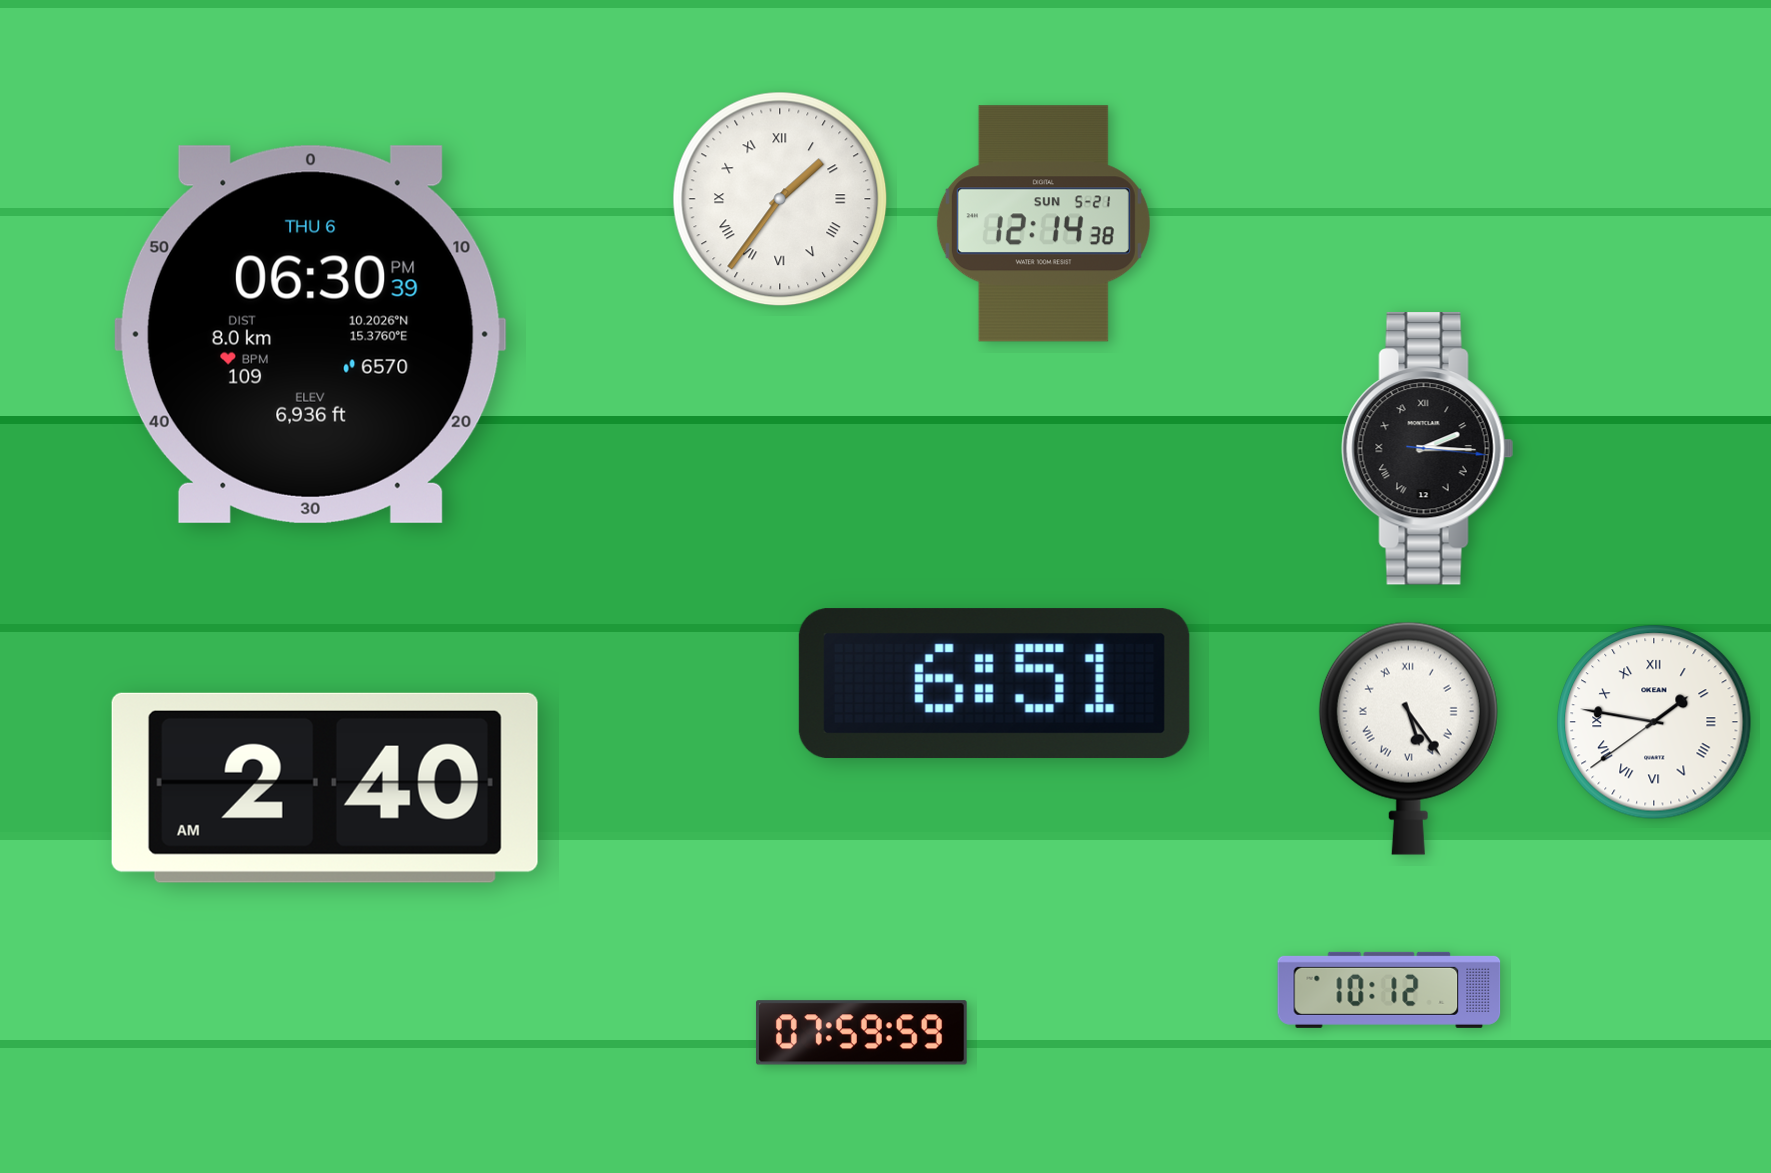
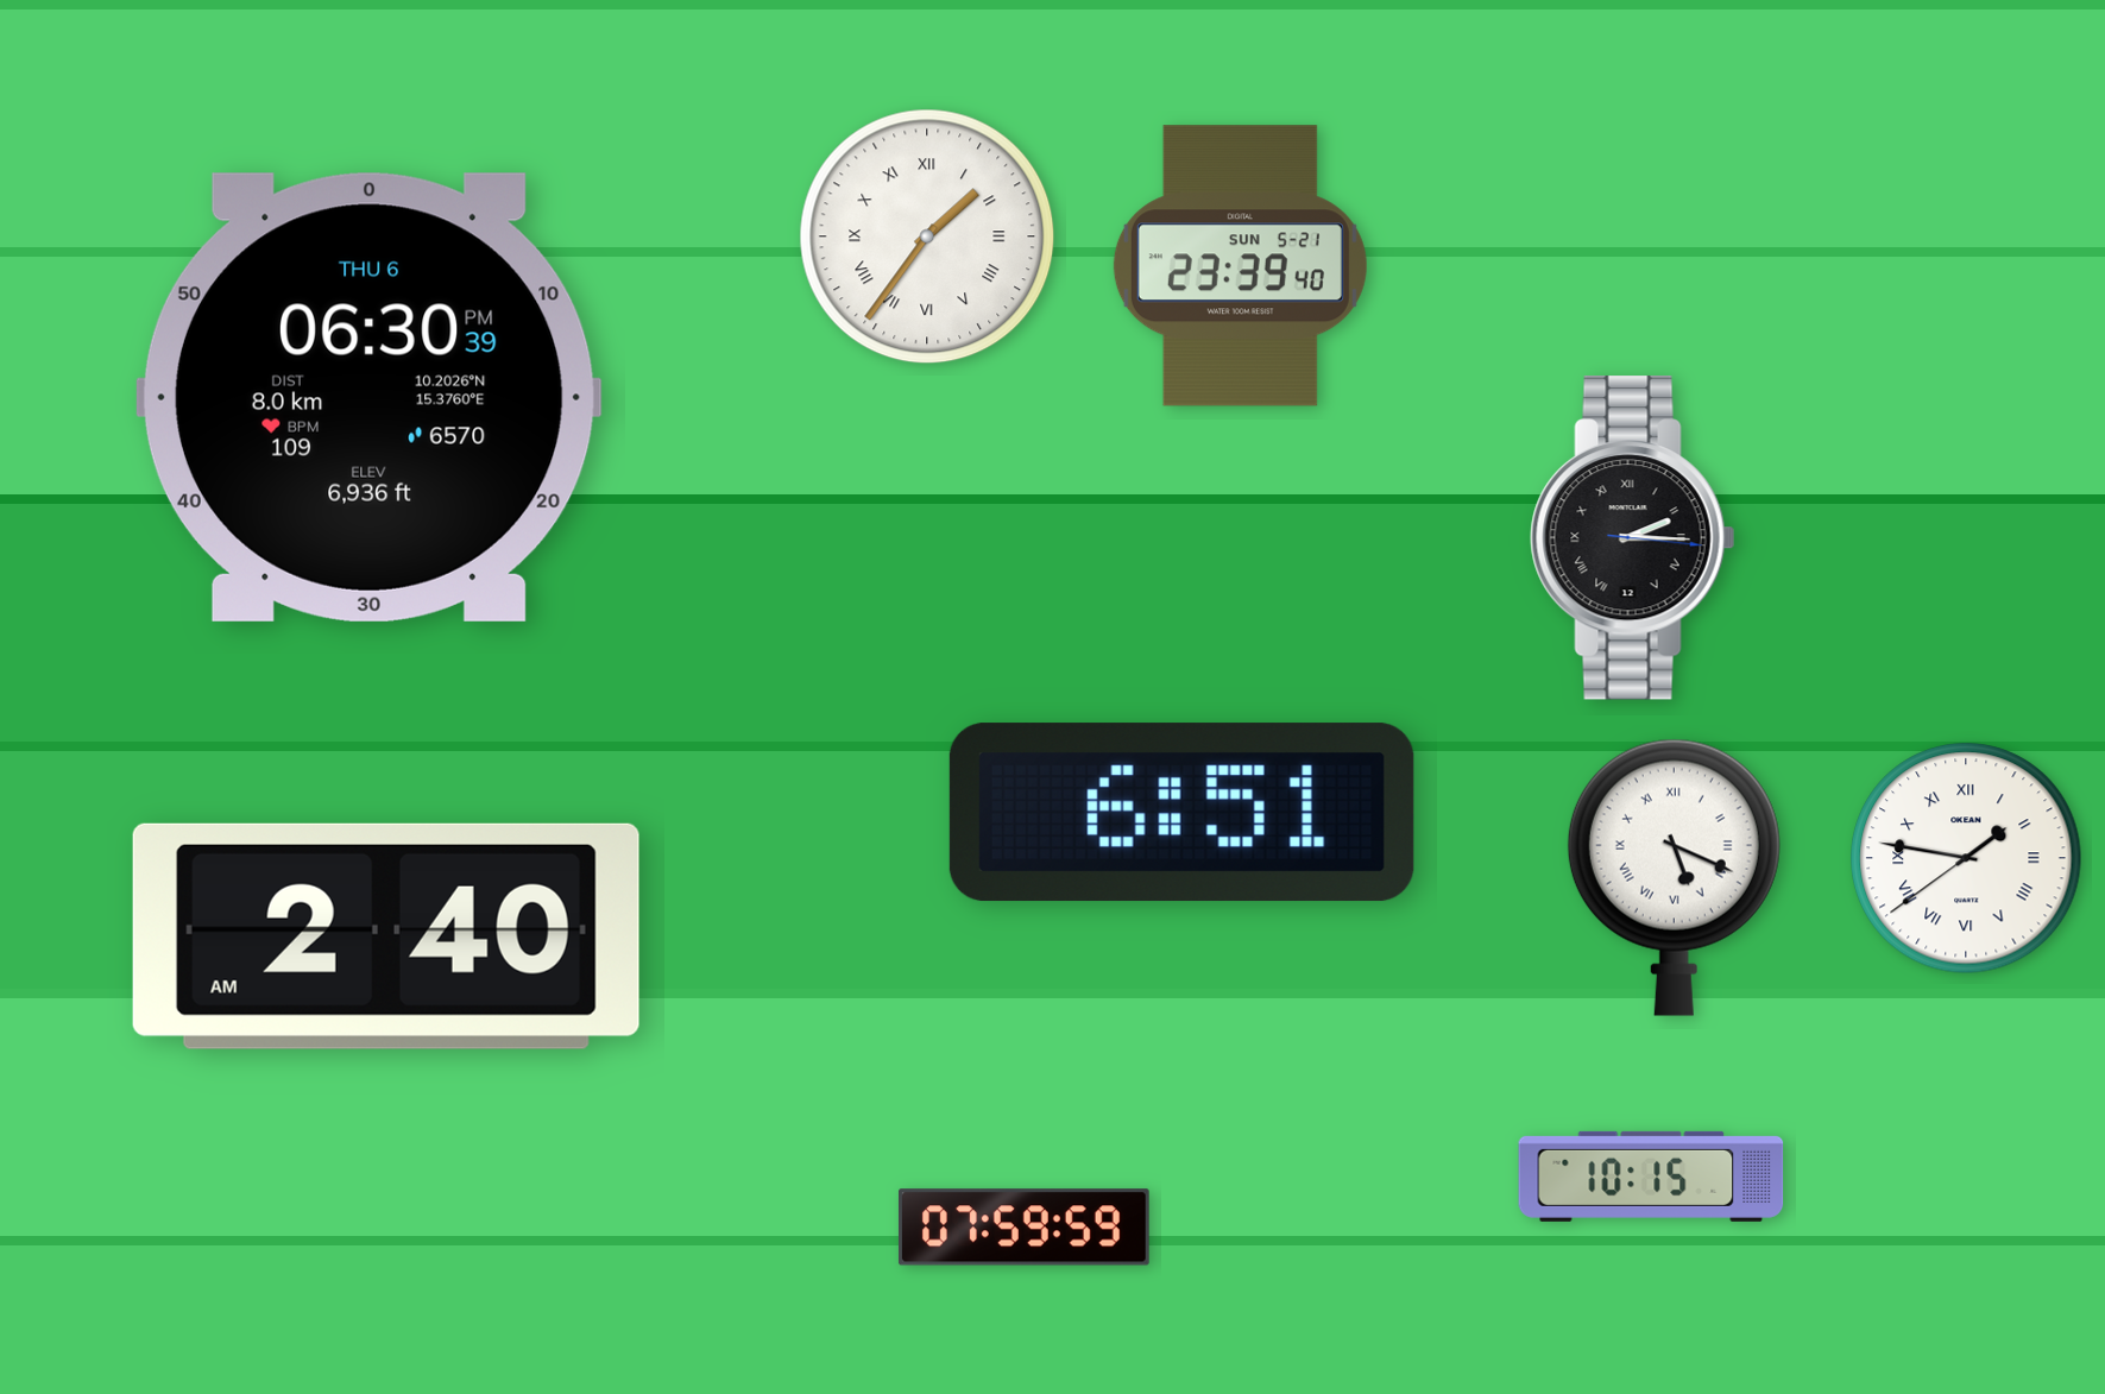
clock at (1043, 224): 12:14 -> 23:39
clock at (1428, 449) position: (1428, 449) -> (1633, 538)
clock at (1408, 738): 5:24 -> 5:19
clock at (1389, 990): 10:12 -> 10:15
